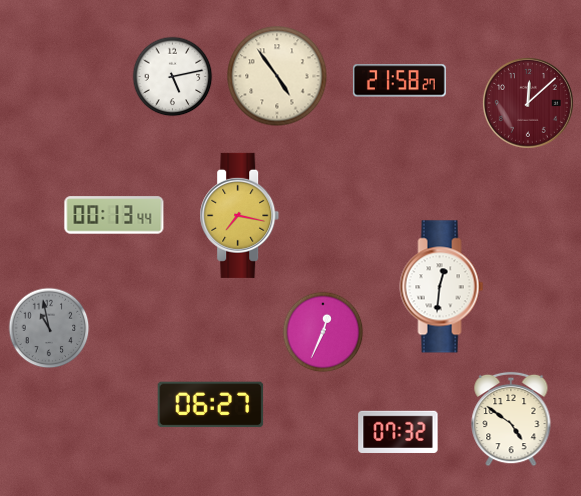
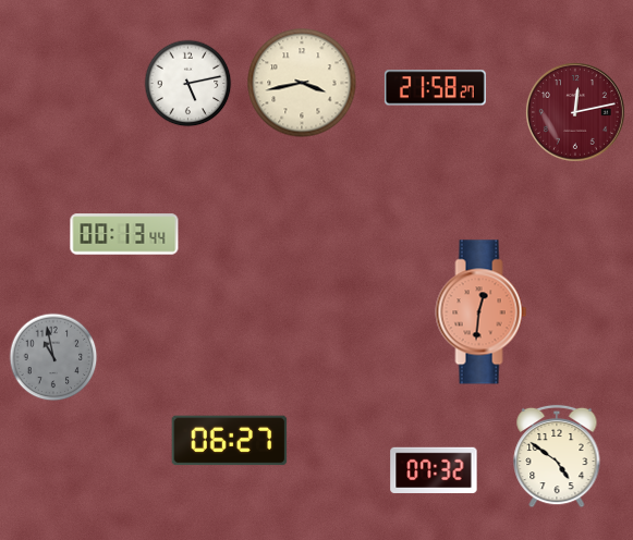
clock at (277, 76): 4:54 -> 3:43
clock at (528, 103): 12:08 -> 12:13
clock at (240, 215): 7:17 -> none
clock at (442, 287) dial: white -> salmon
clock at (323, 332): 12:34 -> none
